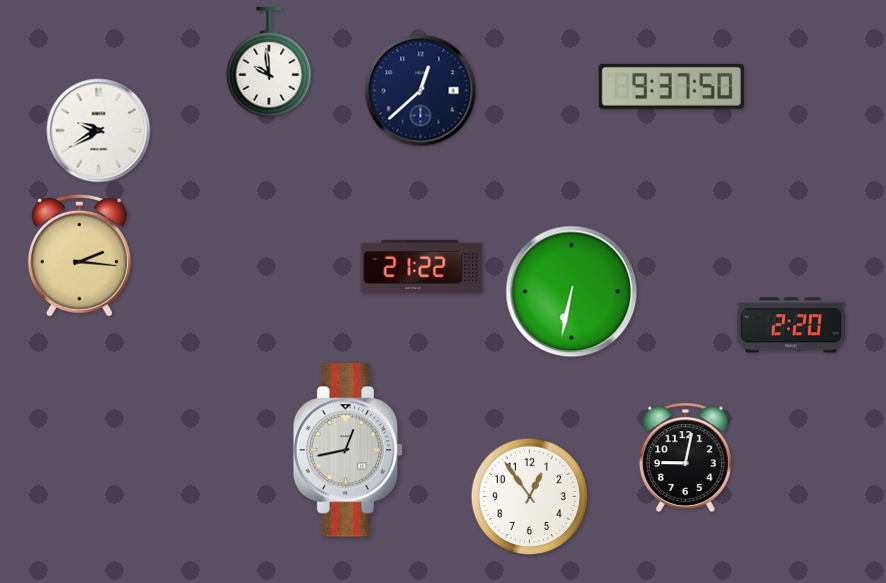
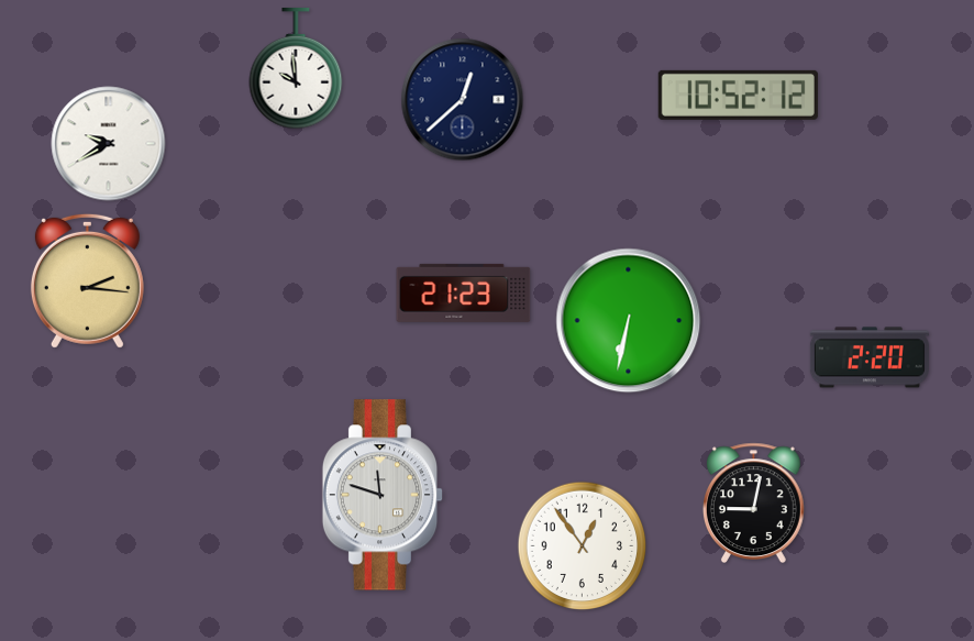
clock at (671, 86): 9:37 -> 10:52
clock at (422, 266): 21:22 -> 21:23
clock at (348, 450): 12:43 -> 11:48
